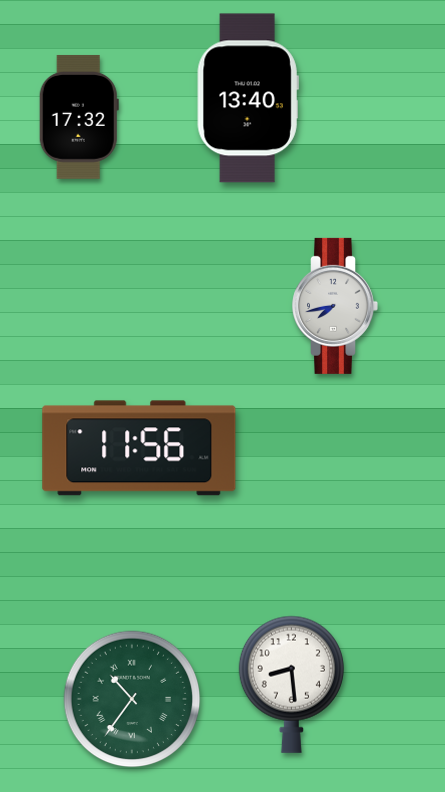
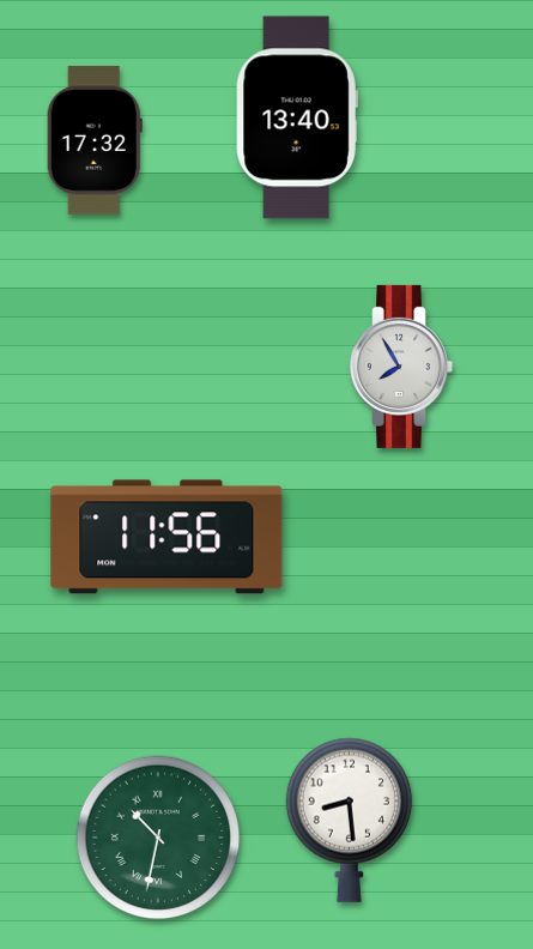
clock at (335, 306): 7:43 -> 7:55
clock at (132, 699): 10:36 -> 10:32
